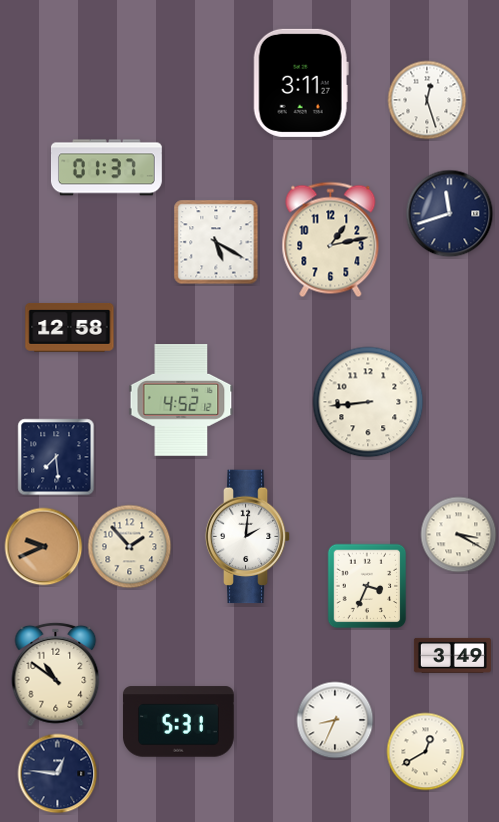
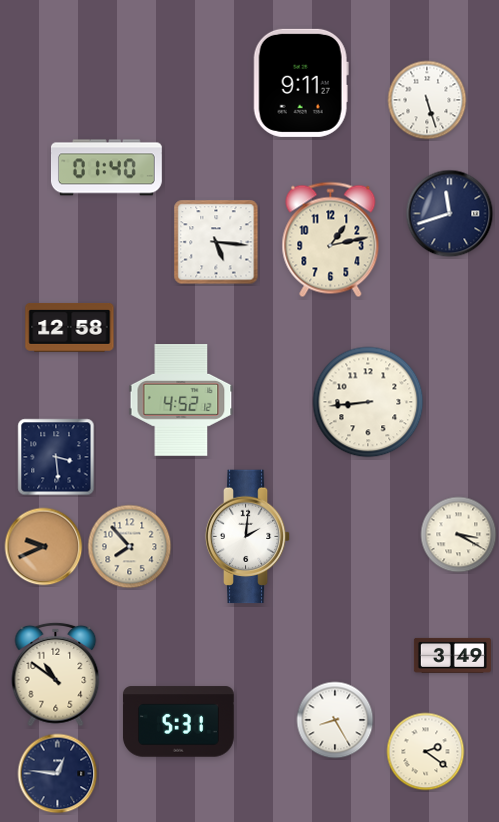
clock at (301, 83): 3:11 -> 9:11
clock at (427, 100): 12:27 -> 5:27
clock at (106, 168): 01:37 -> 01:40
clock at (216, 242): 5:20 -> 5:16
clock at (56, 457): 7:29 -> 3:29
clock at (130, 547): 1:53 -> 7:53
clock at (367, 586): 3:34 -> none
clock at (335, 720): 8:34 -> 8:25
clock at (426, 752): 12:40 -> 2:21
